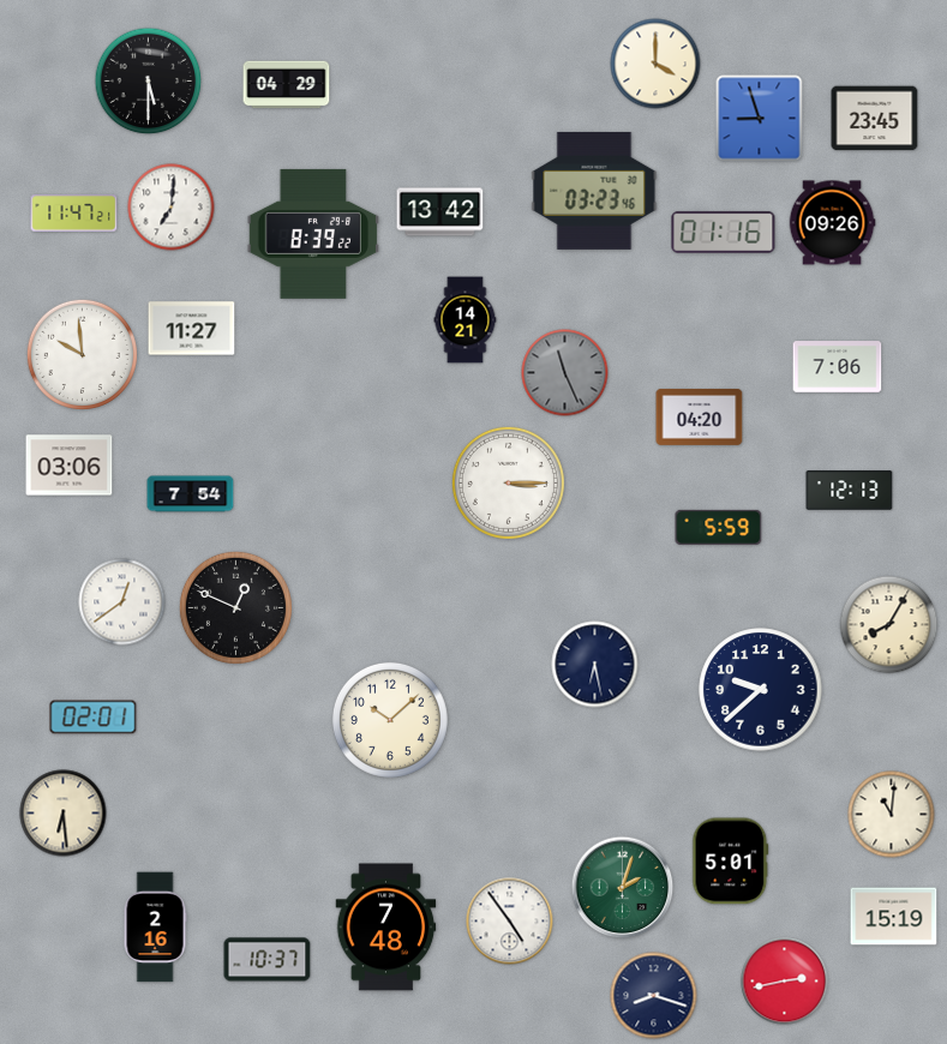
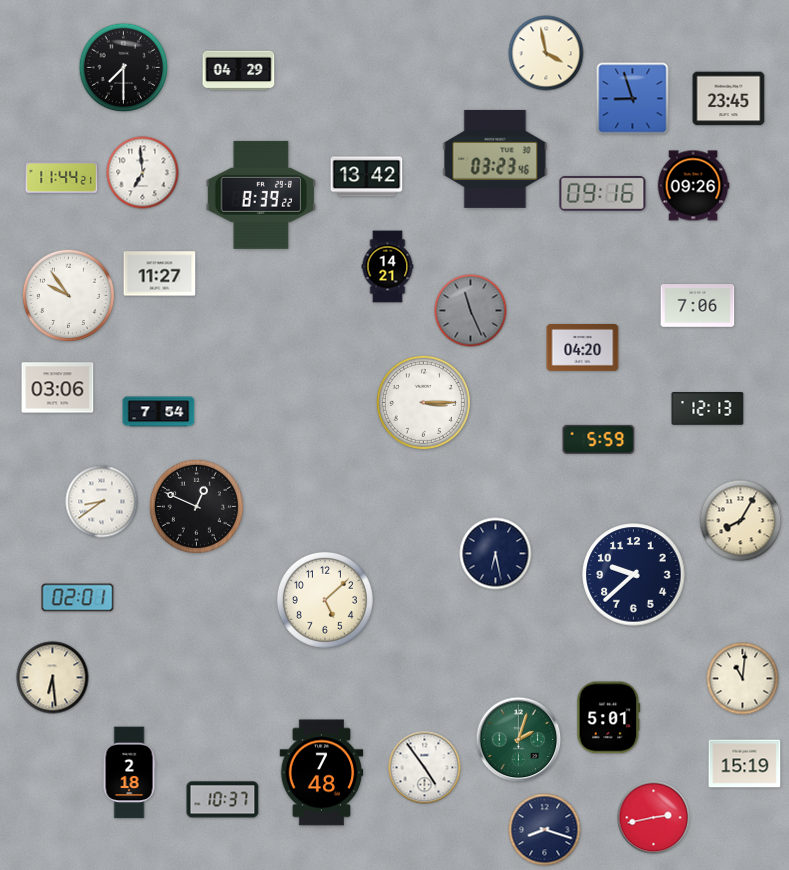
clock at (655, 64): 4:00 -> 3:58
clock at (149, 82): 5:30 -> 7:30
clock at (172, 208): 7:01 -> 6:59
clock at (74, 214): 11:47 -> 11:44
clock at (724, 232): 01:16 -> 09:16
clock at (82, 354): 9:59 -> 9:54
clock at (122, 602): 12:39 -> 8:39
clock at (390, 720): 10:08 -> 5:08
clock at (155, 928): 2:16 -> 2:18
